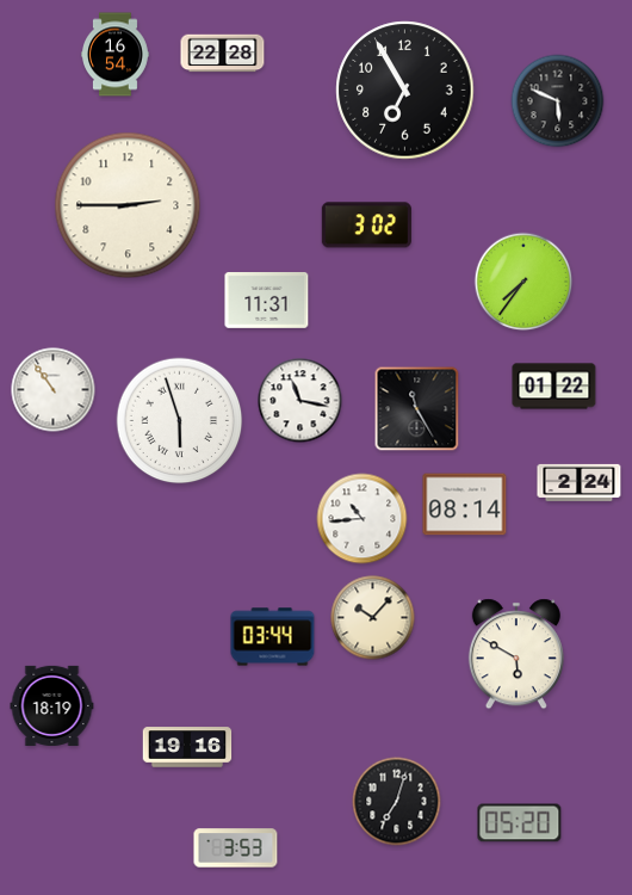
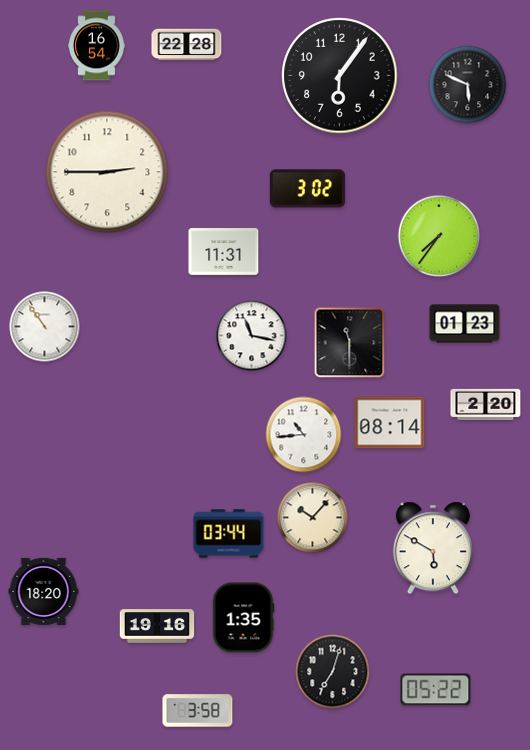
clock at (405, 91): 6:55 -> 6:06
clock at (554, 387): 01:22 -> 01:23
clock at (417, 409): 11:25 -> 11:30
clock at (180, 421): 5:57 -> none
clock at (580, 482): 2:24 -> 2:20
clock at (52, 705): 18:19 -> 18:20
clock at (243, 618): none -> 1:35
clock at (520, 823): 05:20 -> 05:22
clock at (236, 848): 3:53 -> 3:58
